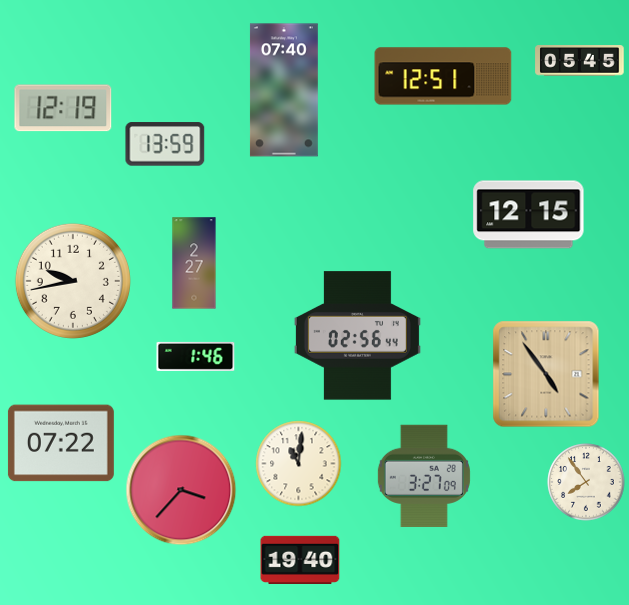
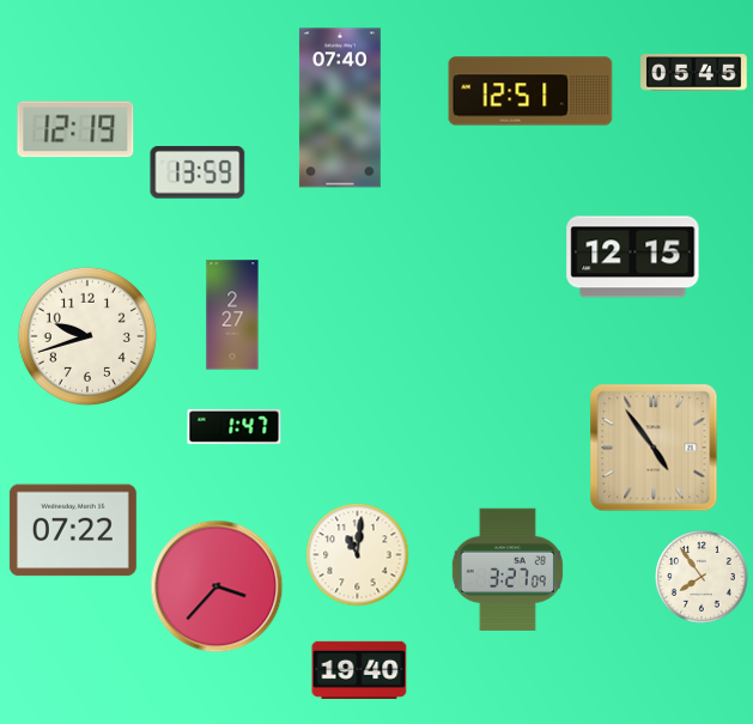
clock at (73, 281): 9:43 -> 9:42
clock at (357, 336): 02:56 -> none
clock at (196, 356): 1:46 -> 1:47
